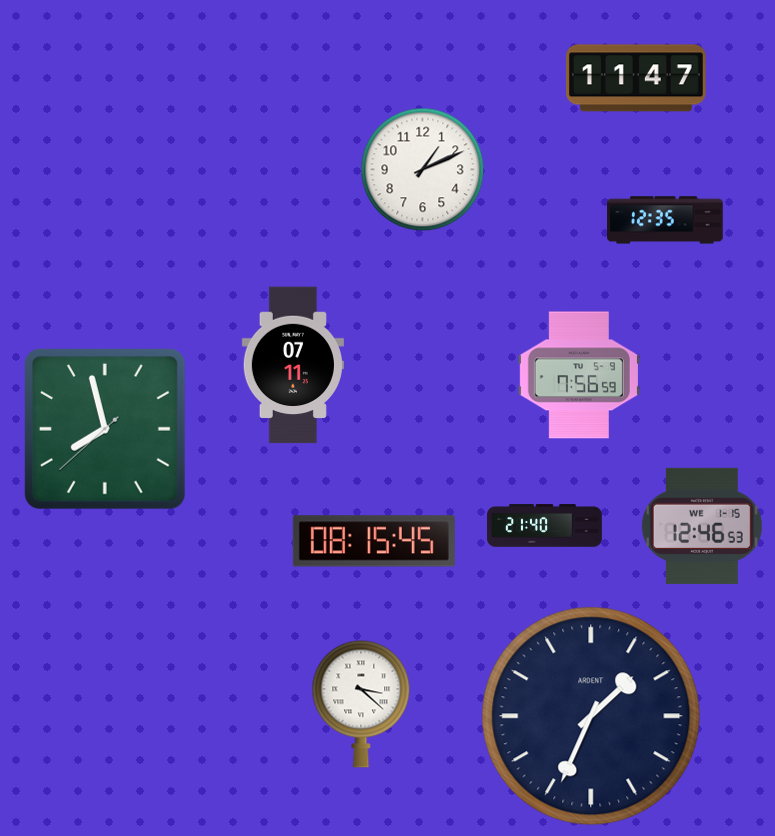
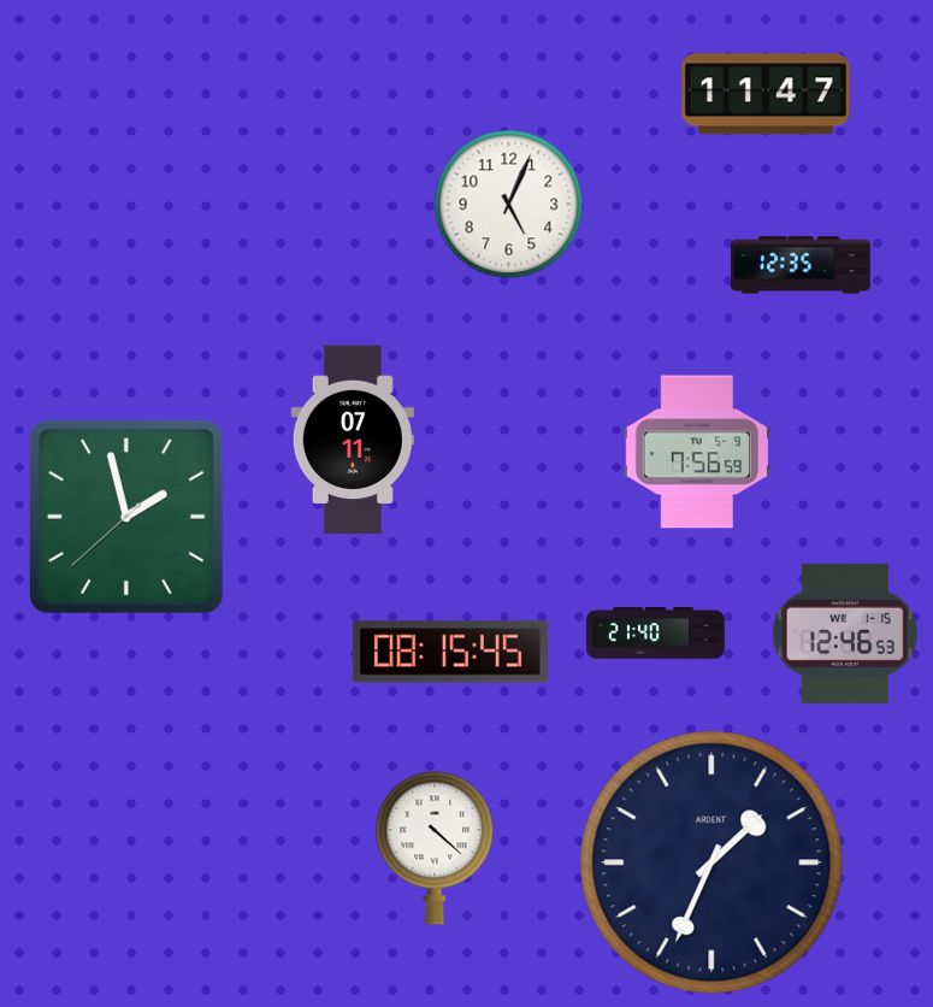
clock at (423, 170): 1:11 -> 5:04
clock at (105, 429): 7:57 -> 1:57
clock at (361, 704): 3:22 -> 4:22
